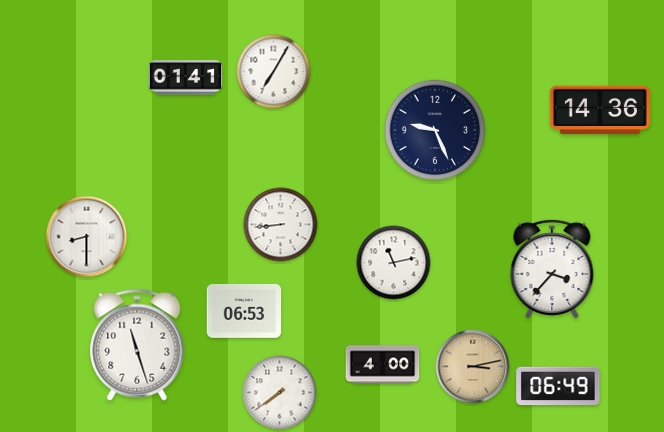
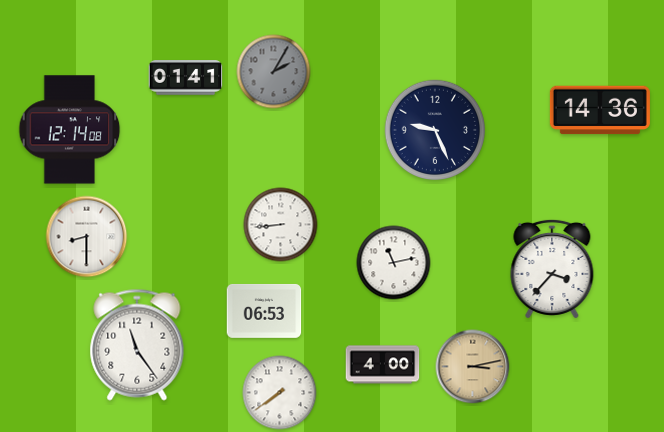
clock at (274, 72): 7:05 -> 2:05
clock at (274, 72) dial: white -> grey
clock at (70, 130): none -> 12:14
clock at (244, 311) position: (244, 311) -> (264, 311)
clock at (137, 345): 11:27 -> 11:24
clock at (558, 386): 06:49 -> none
